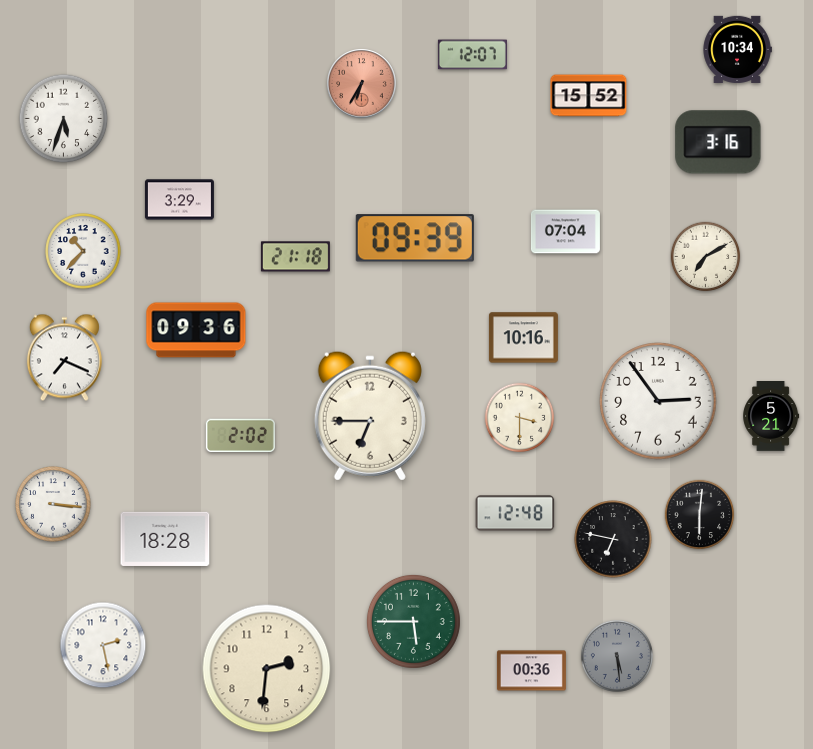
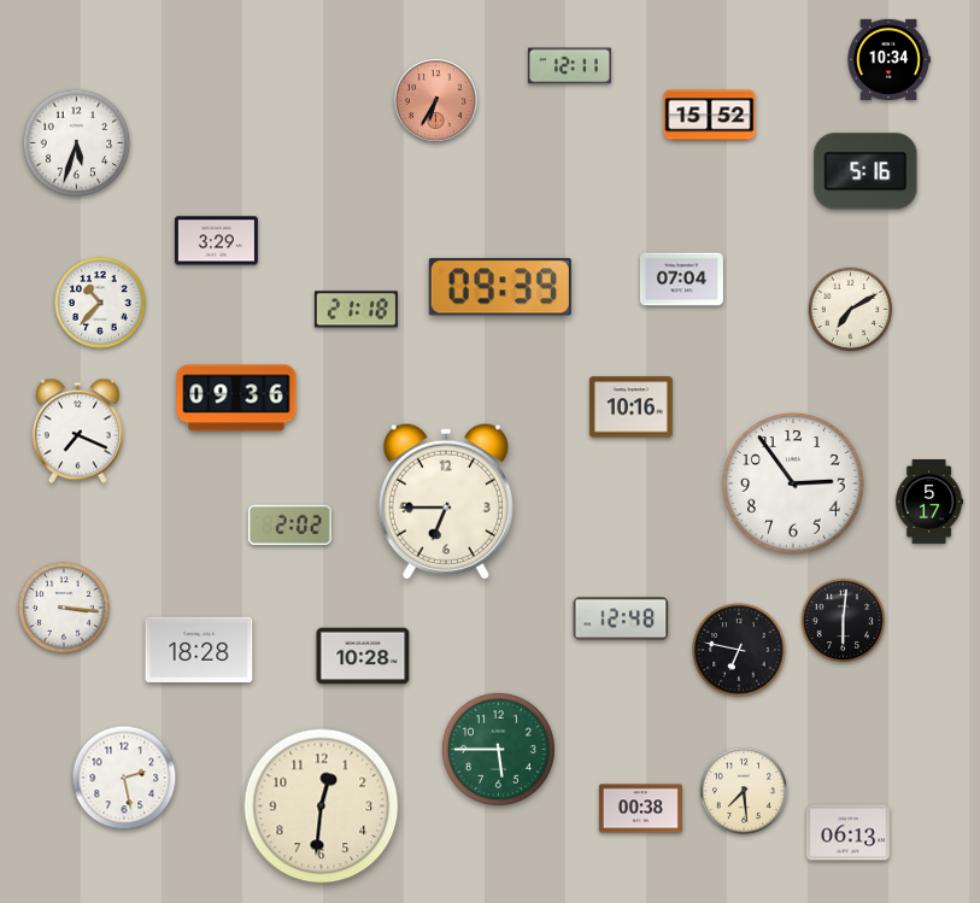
clock at (472, 55): 12:07 -> 12:11
clock at (718, 142): 3:16 -> 5:16
clock at (771, 417): 5:21 -> 5:17
clock at (520, 418): 3:30 -> none
clock at (363, 656): none -> 10:28
clock at (617, 656): 5:29 -> 7:29
clock at (617, 656) dial: grey -> cream
clock at (267, 669): 2:31 -> 12:31
clock at (531, 671): 00:36 -> 00:38
clock at (847, 833): none -> 06:13
